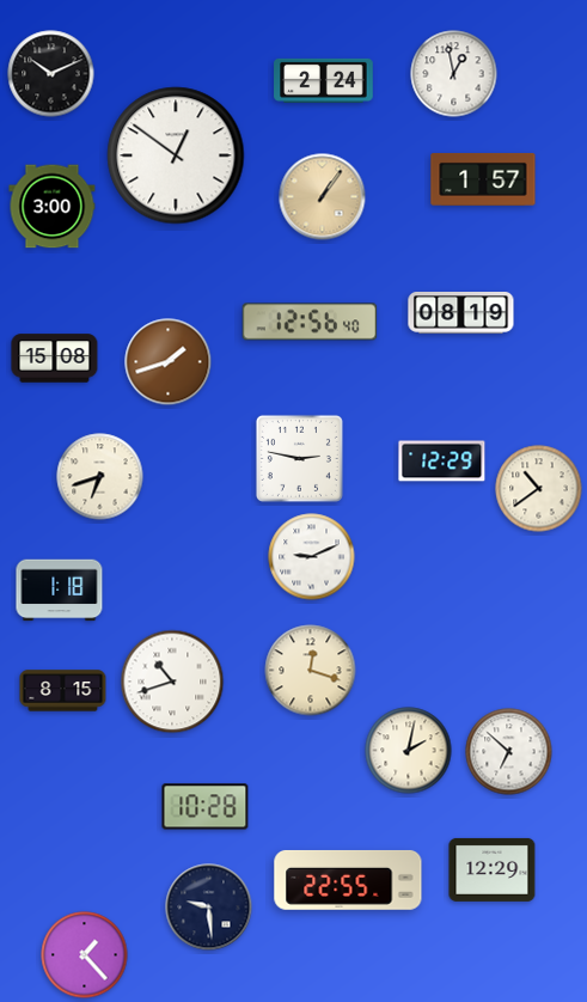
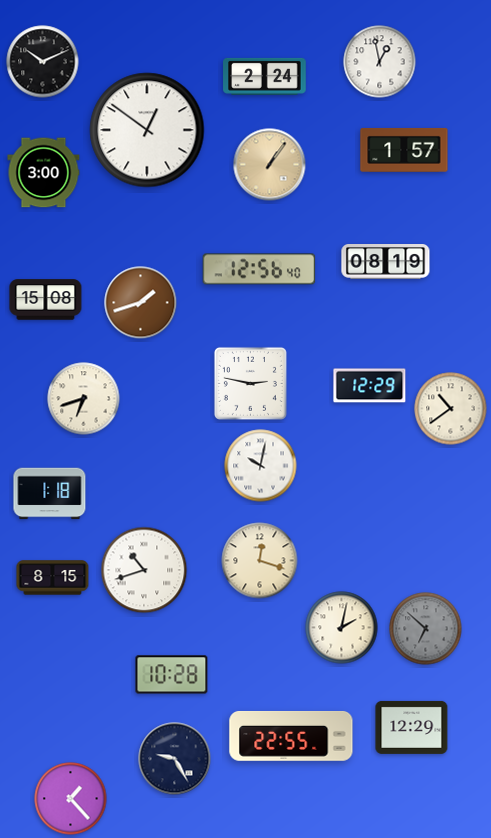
clock at (324, 80) position: (324, 80) -> (265, 76)
clock at (312, 557): 9:11 -> 10:02
clock at (509, 752) dial: white -> grey
clock at (209, 908): 9:29 -> 9:25
